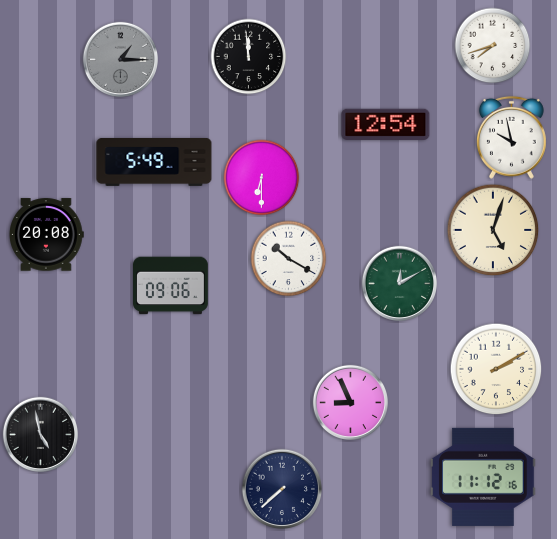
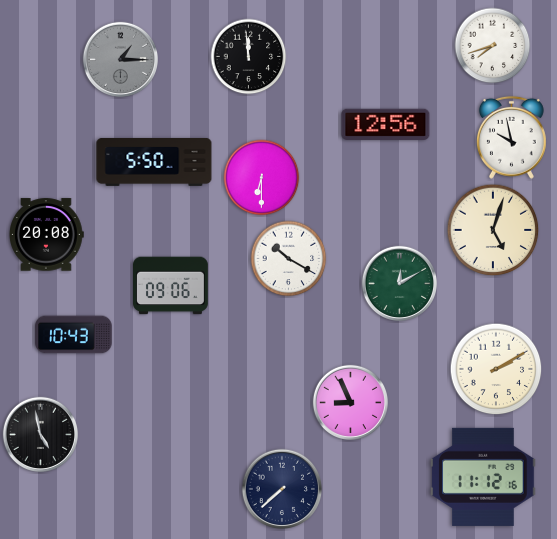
clock at (386, 124): 12:54 -> 12:56
clock at (154, 162): 5:49 -> 5:50
clock at (74, 335): none -> 10:43
